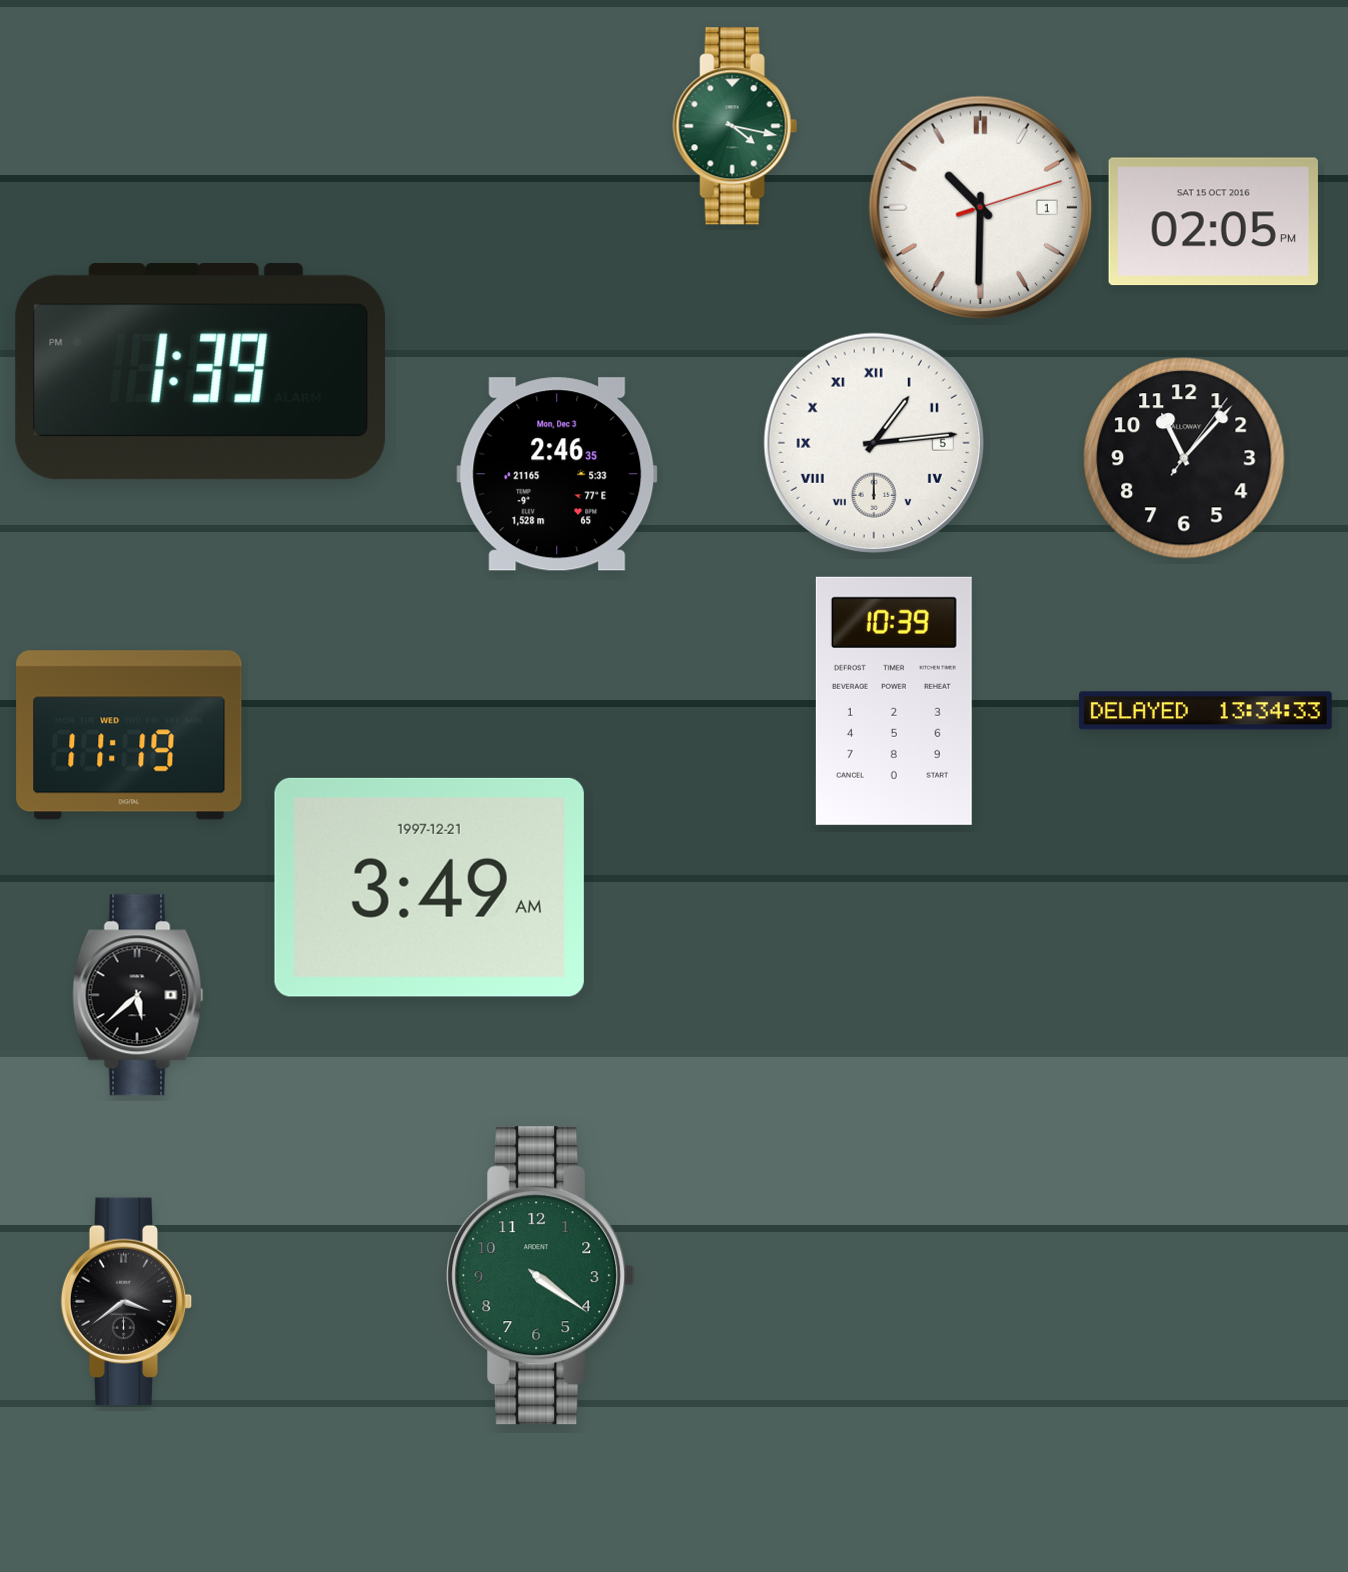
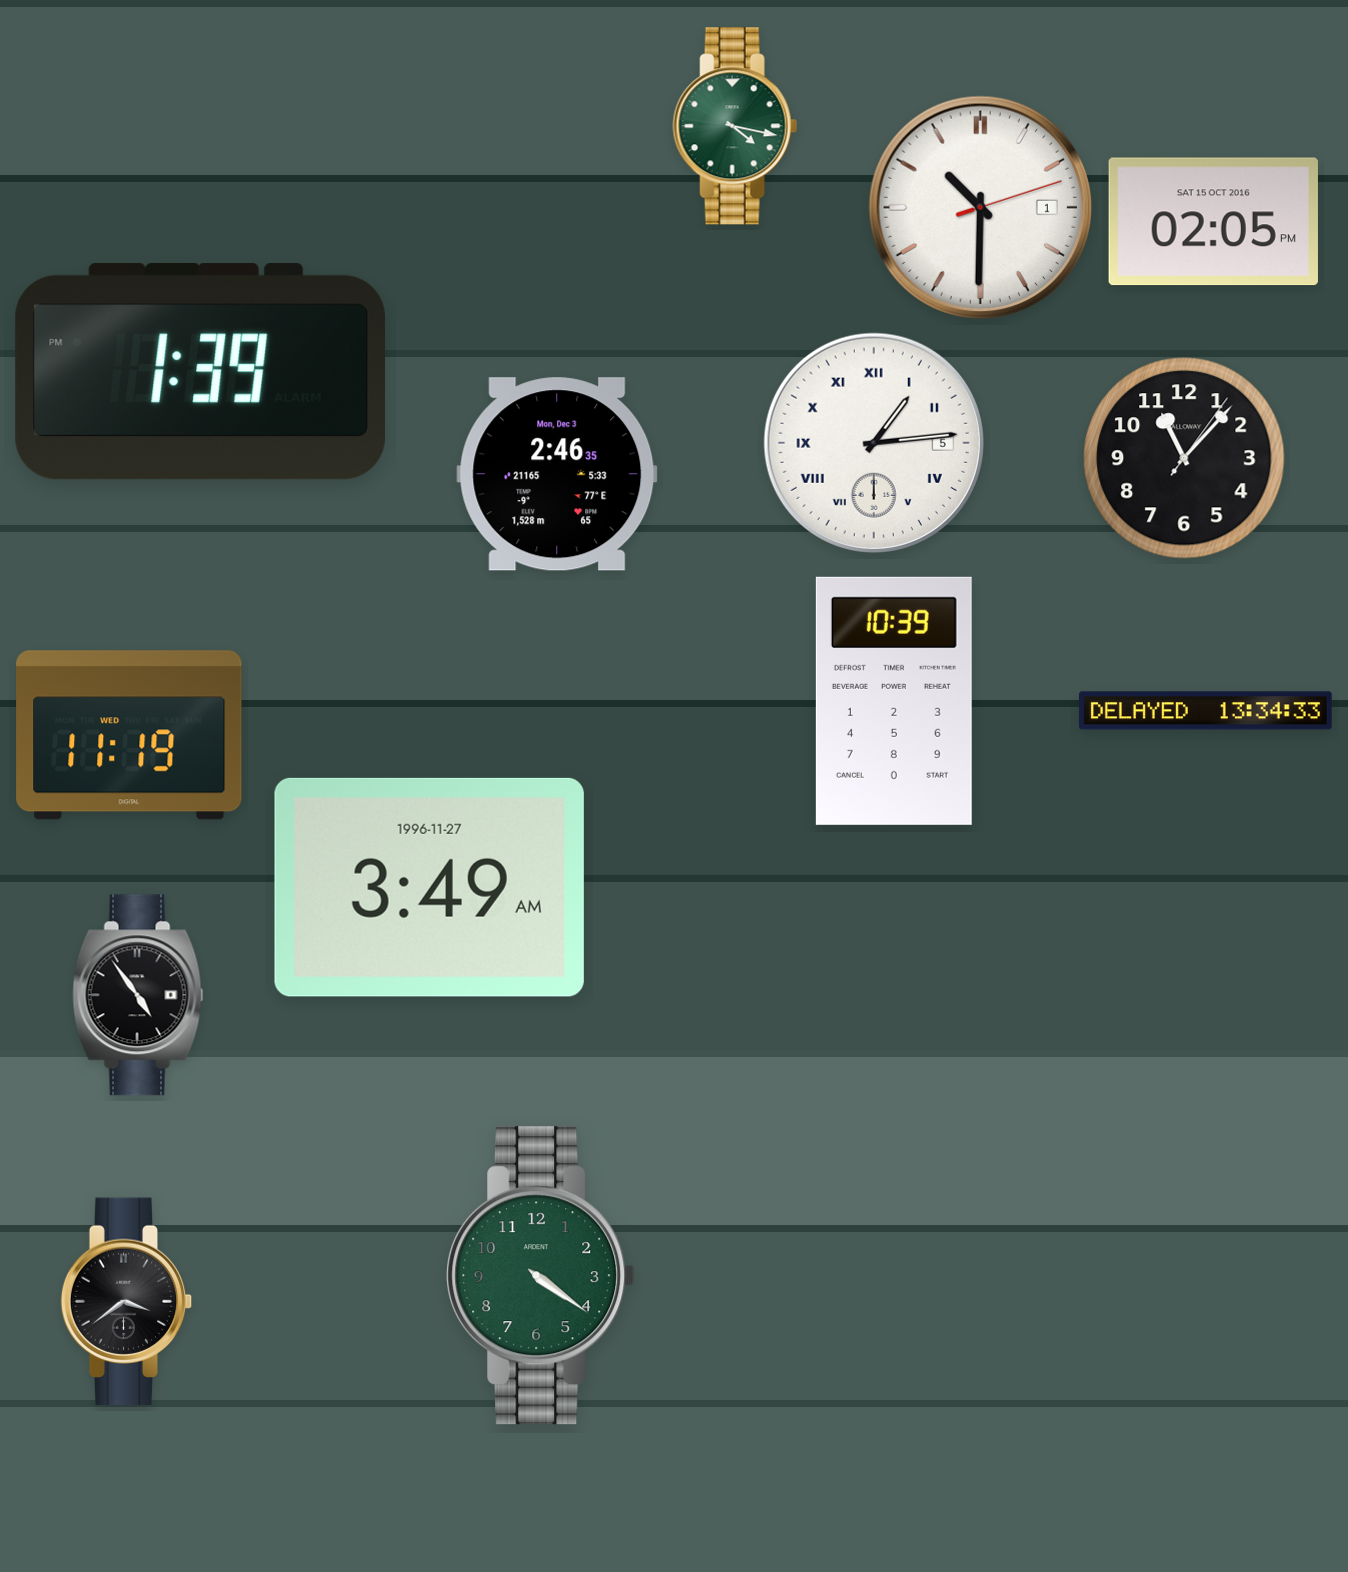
clock at (429, 887) date: 1997-12-21 -> 1996-11-27
clock at (138, 995): 5:38 -> 4:54
